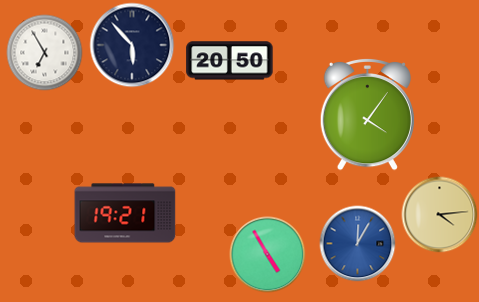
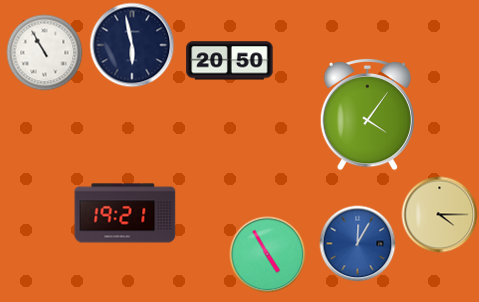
clock at (132, 45): 5:53 -> 5:58
clock at (45, 53): 6:55 -> 10:55
clock at (440, 215): 4:14 -> 4:15
